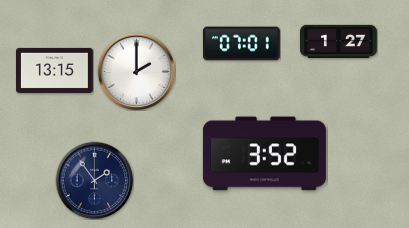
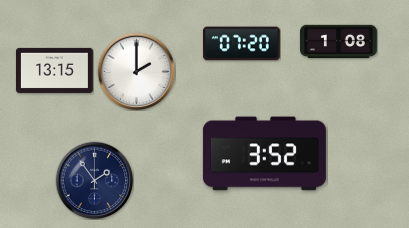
clock at (339, 41): 1:27 -> 1:08
clock at (242, 44): 07:01 -> 07:20
